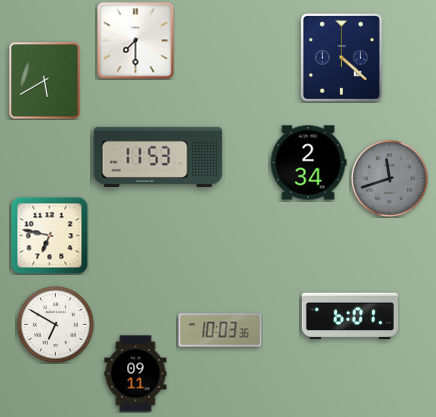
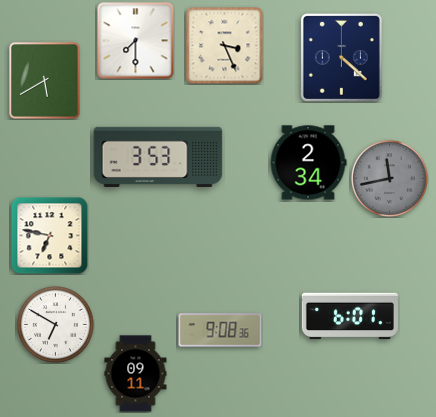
clock at (224, 45): none -> 3:26
clock at (158, 157): 11:53 -> 3:53
clock at (389, 178): 11:42 -> 11:43
clock at (220, 330): 10:03 -> 9:08
